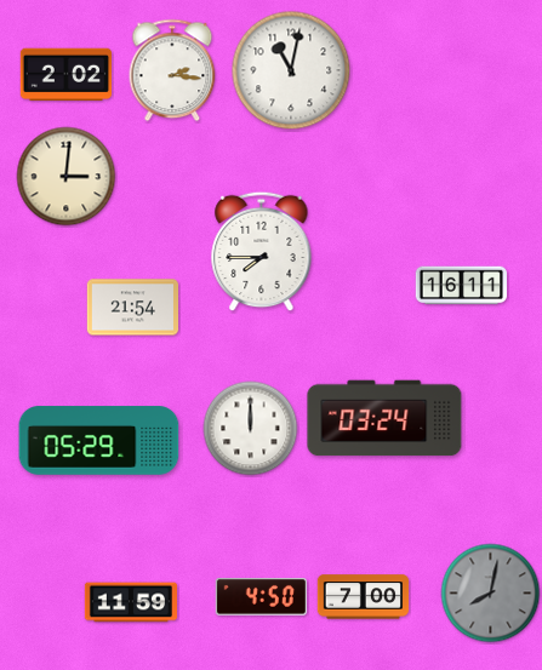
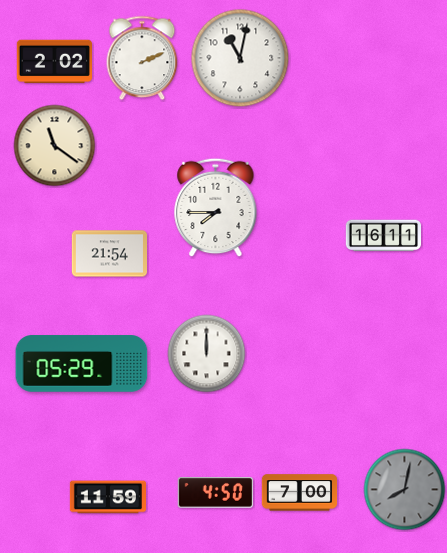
clock at (172, 70): 2:16 -> 2:11
clock at (67, 177): 3:01 -> 11:21
clock at (462, 286) position: (462, 286) -> (384, 236)
clock at (384, 418): 03:24 -> none
